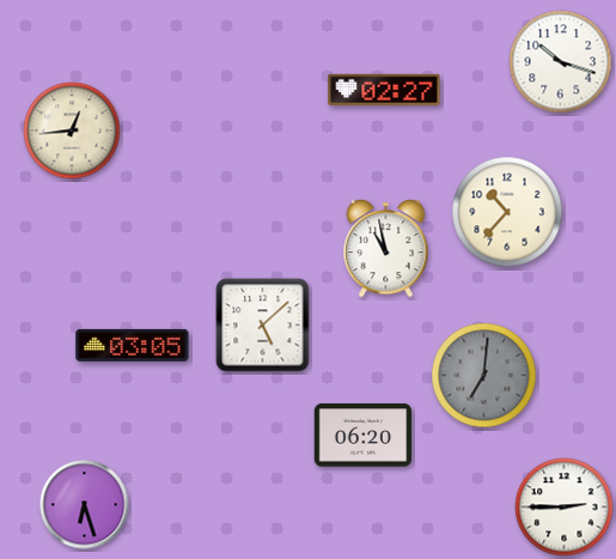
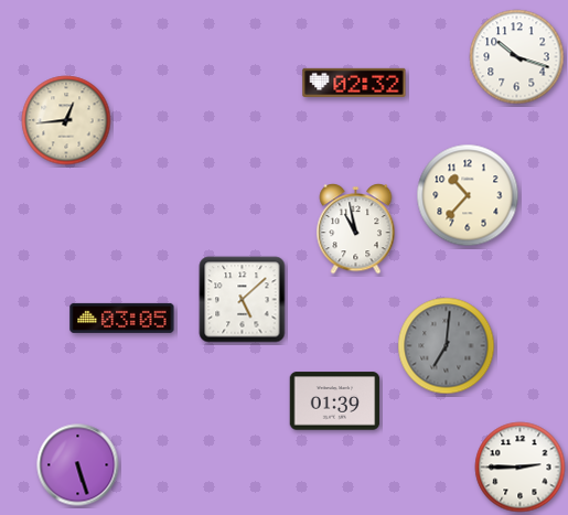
clock at (384, 90): 02:27 -> 02:32
clock at (364, 436): 06:20 -> 01:39
clock at (85, 505): 6:27 -> 5:27
